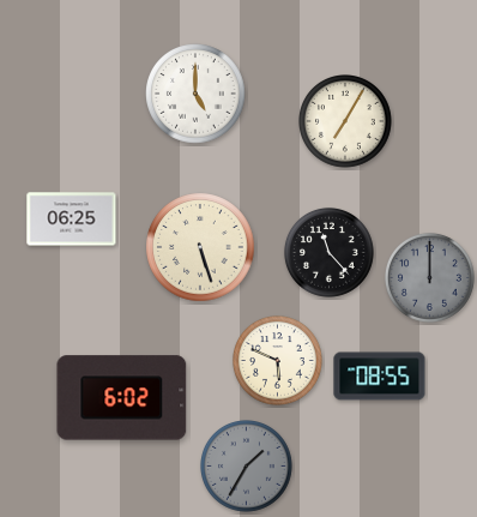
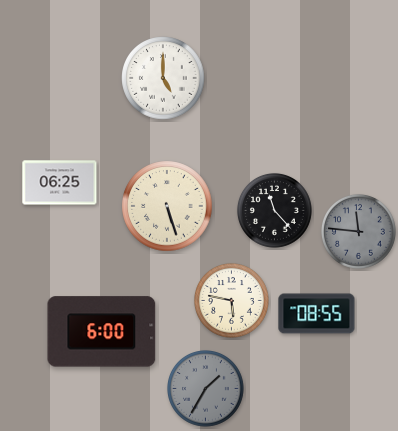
clock at (346, 122): 7:05 -> none
clock at (429, 277): 12:00 -> 11:46
clock at (277, 360): 5:49 -> 5:47
clock at (122, 398): 6:02 -> 6:00
